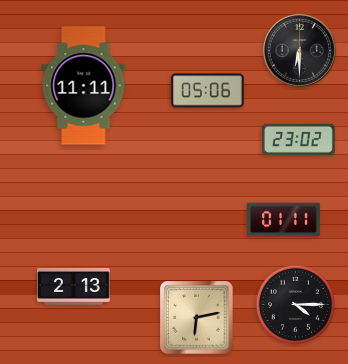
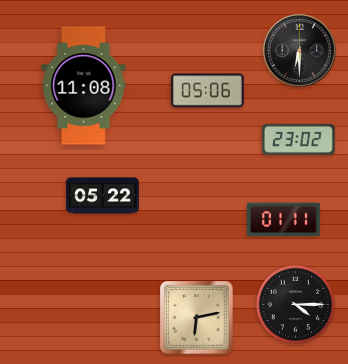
clock at (84, 86): 11:11 -> 11:08
clock at (103, 196): none -> 05:22
clock at (74, 287): 2:13 -> none
